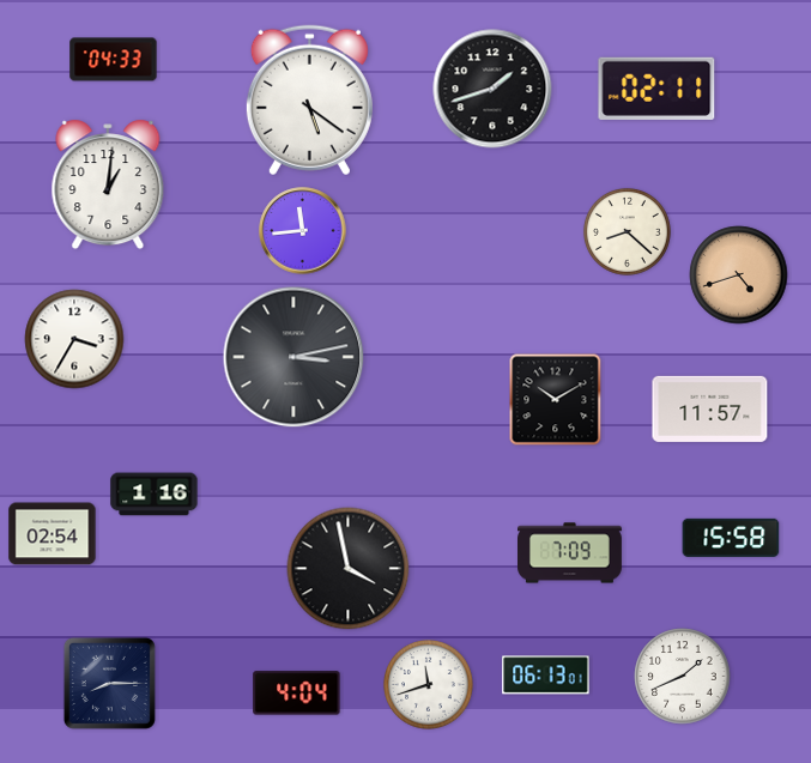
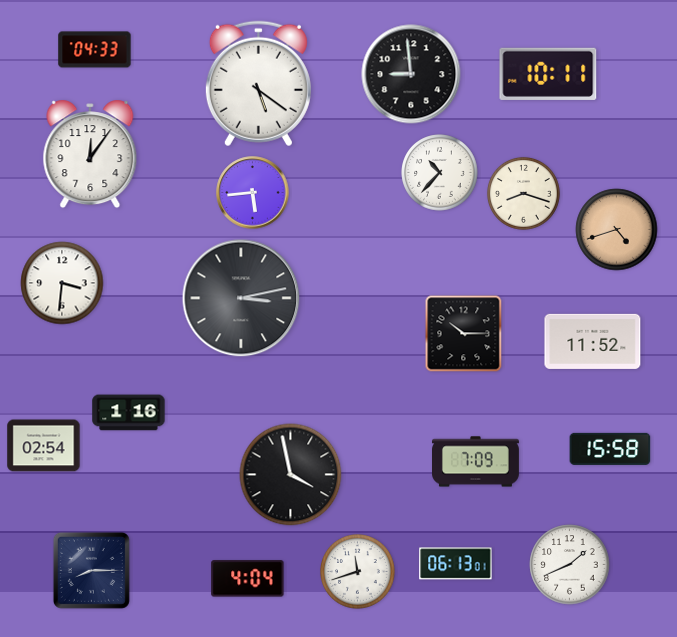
clock at (492, 89): 1:42 -> 8:59
clock at (656, 89): 02:11 -> 10:11
clock at (108, 184): 1:01 -> 12:06
clock at (440, 173): none -> 10:37
clock at (303, 231): 11:44 -> 5:44
clock at (627, 231): 8:22 -> 8:18
clock at (74, 339): 3:35 -> 3:31
clock at (293, 357) position: (293, 357) -> (241, 298)
clock at (556, 400): 10:10 -> 10:15
clock at (710, 408): 11:57 -> 11:52
